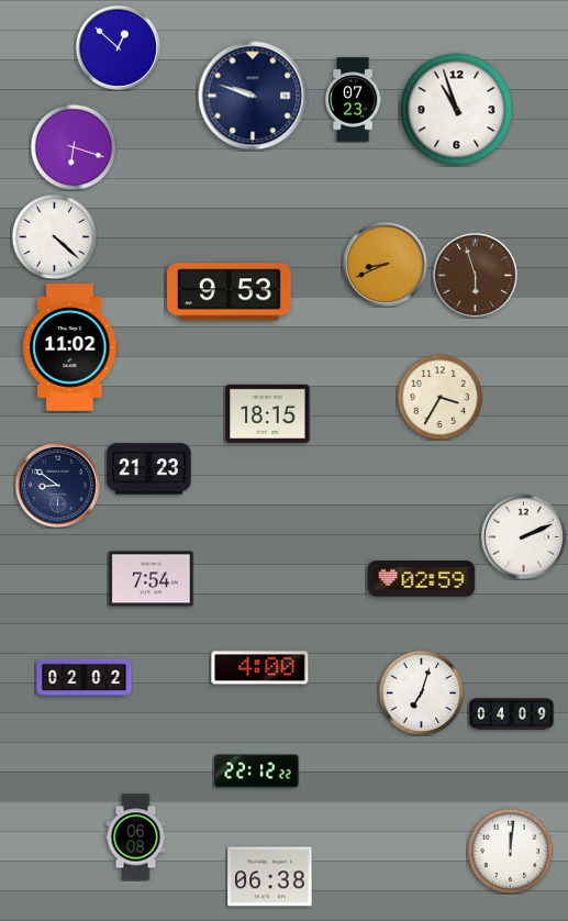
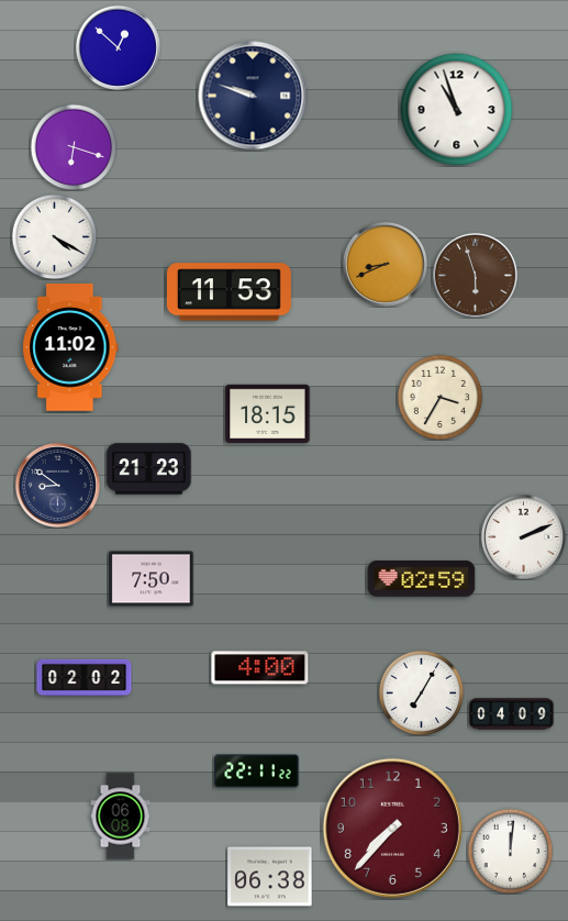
clock at (354, 100): 07:23 -> none
clock at (54, 236): 4:22 -> 4:20
clock at (229, 292): 9:53 -> 11:53
clock at (152, 579): 7:54 -> 7:50
clock at (421, 692): 7:03 -> 7:05
clock at (257, 772): 22:12 -> 22:11
clock at (392, 828): none -> 7:37
clock at (136, 837) position: (136, 837) -> (121, 817)
